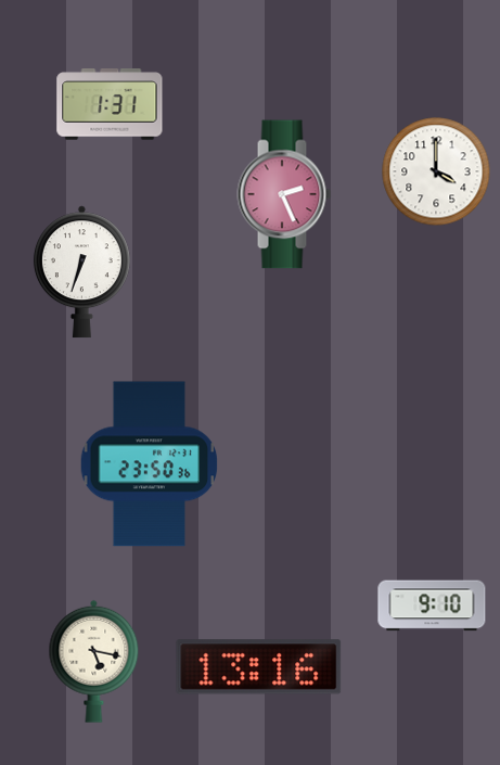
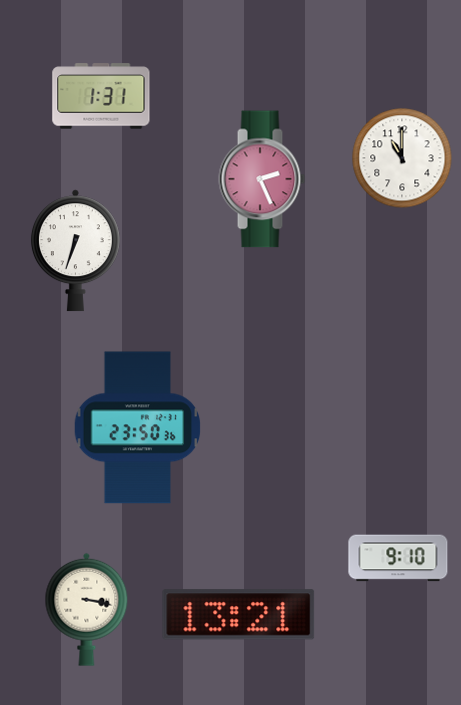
clock at (436, 171): 4:00 -> 11:00
clock at (94, 661): 5:17 -> 3:17
clock at (259, 667): 13:16 -> 13:21
